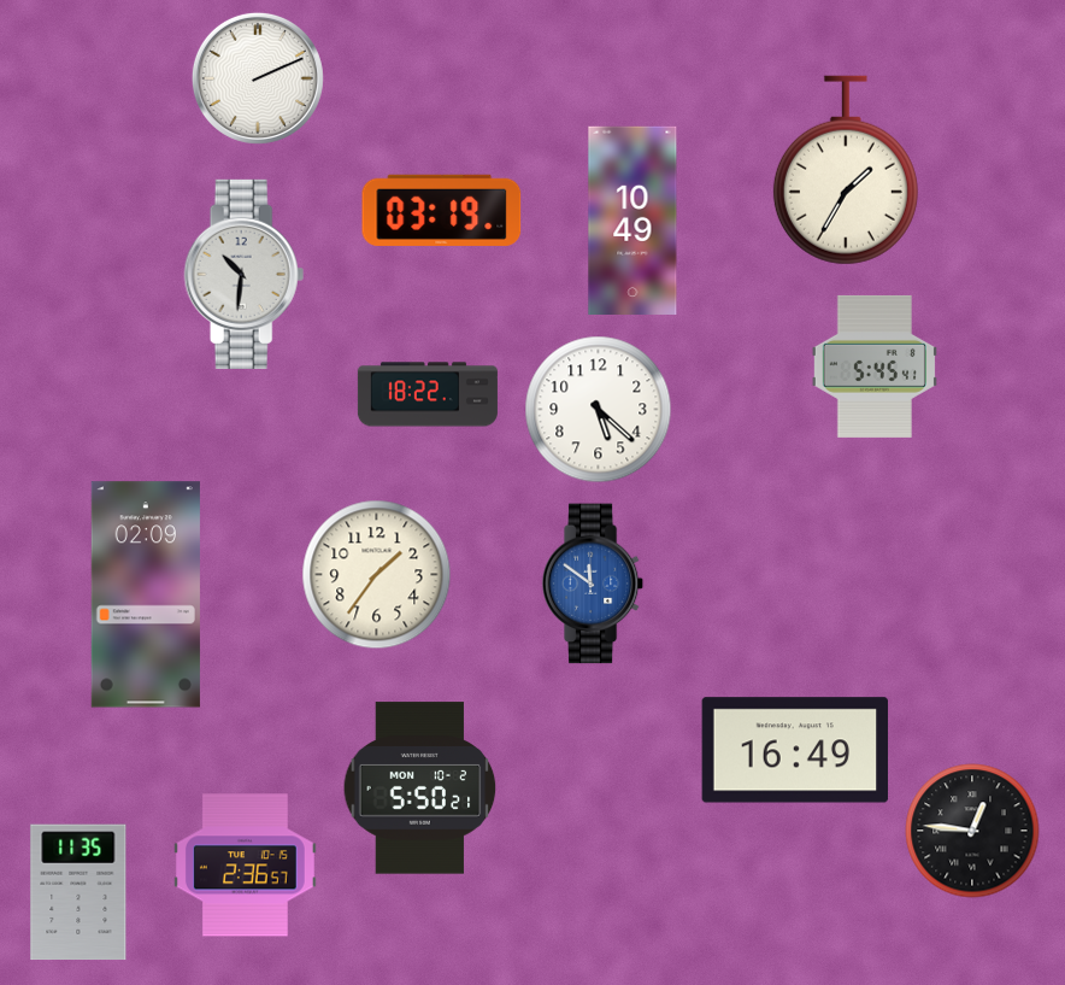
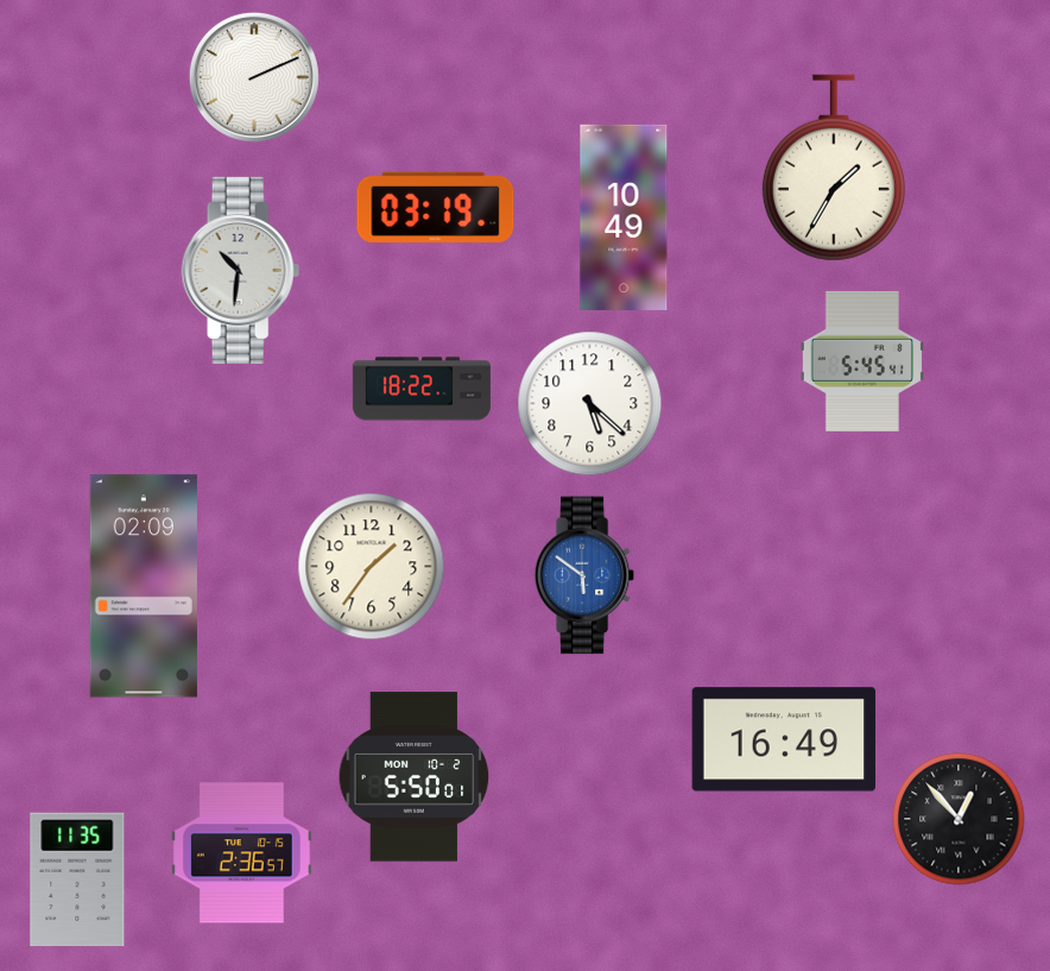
clock at (593, 584): 11:51 -> 5:51
clock at (420, 788): 5:50:21 -> 5:50:01
clock at (972, 831): 12:46 -> 12:53
